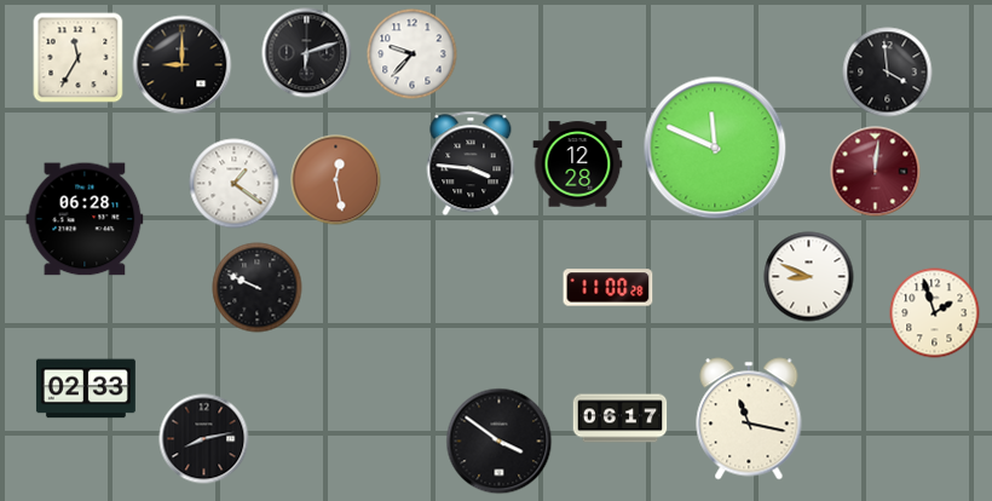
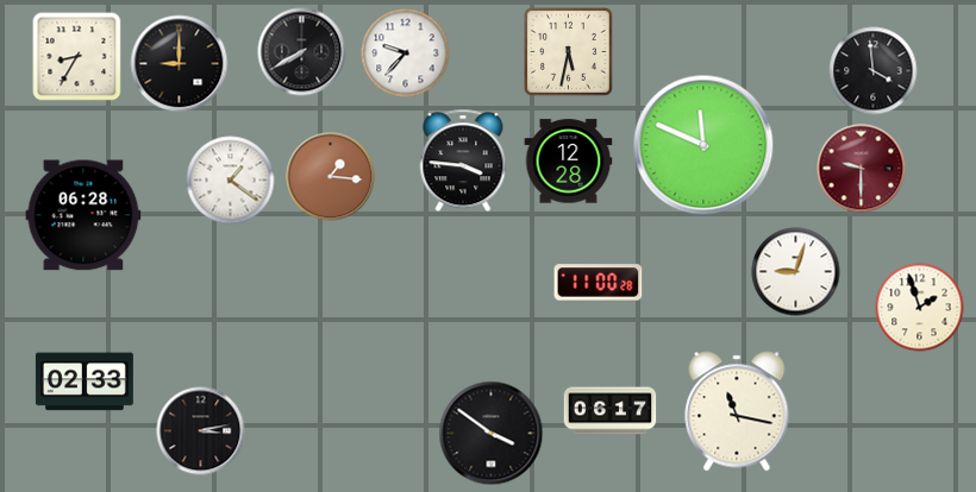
clock at (307, 53): 6:12 -> 7:40
clock at (569, 52): none -> 5:32
clock at (79, 58): 11:35 -> 8:35
clock at (876, 172): 12:01 -> 9:30
clock at (336, 180): 12:28 -> 1:16
clock at (809, 277): 8:49 -> 9:03
clock at (258, 288): 9:49 -> none
clock at (204, 439): 8:13 -> 3:13
